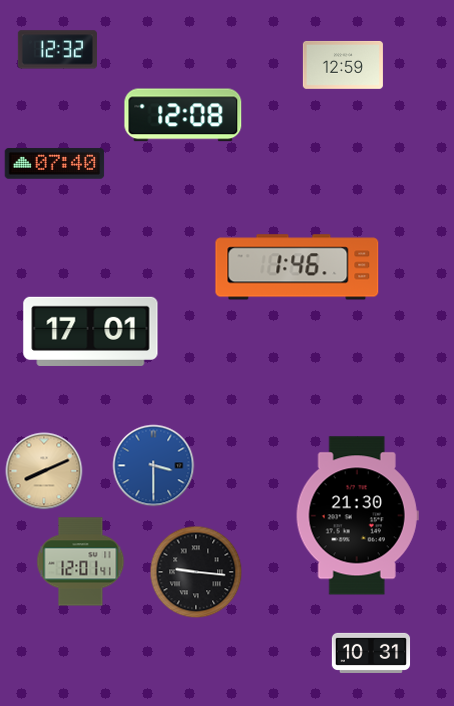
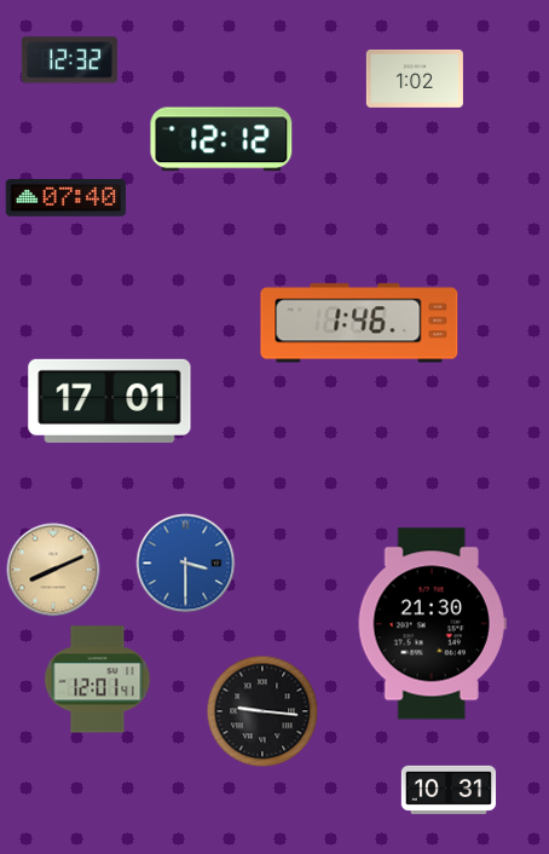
clock at (343, 65): 12:59 -> 1:02
clock at (183, 115): 12:08 -> 12:12
clock at (196, 572) position: (196, 572) -> (262, 711)
